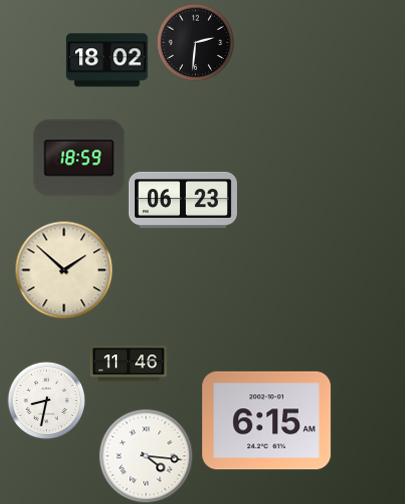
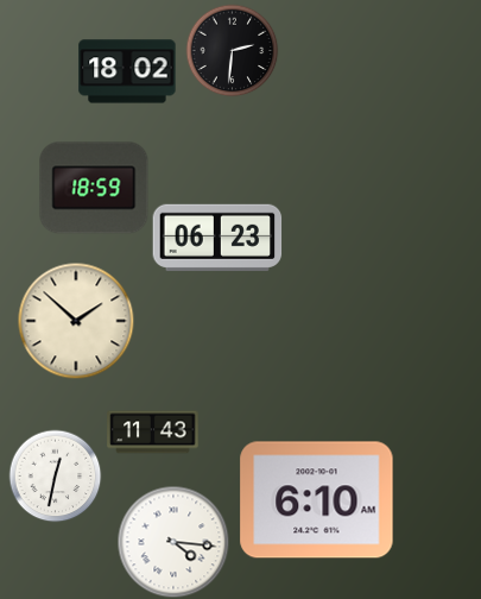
clock at (129, 364): 11:46 -> 11:43
clock at (46, 400): 8:32 -> 12:32
clock at (267, 421): 6:15 -> 6:10
